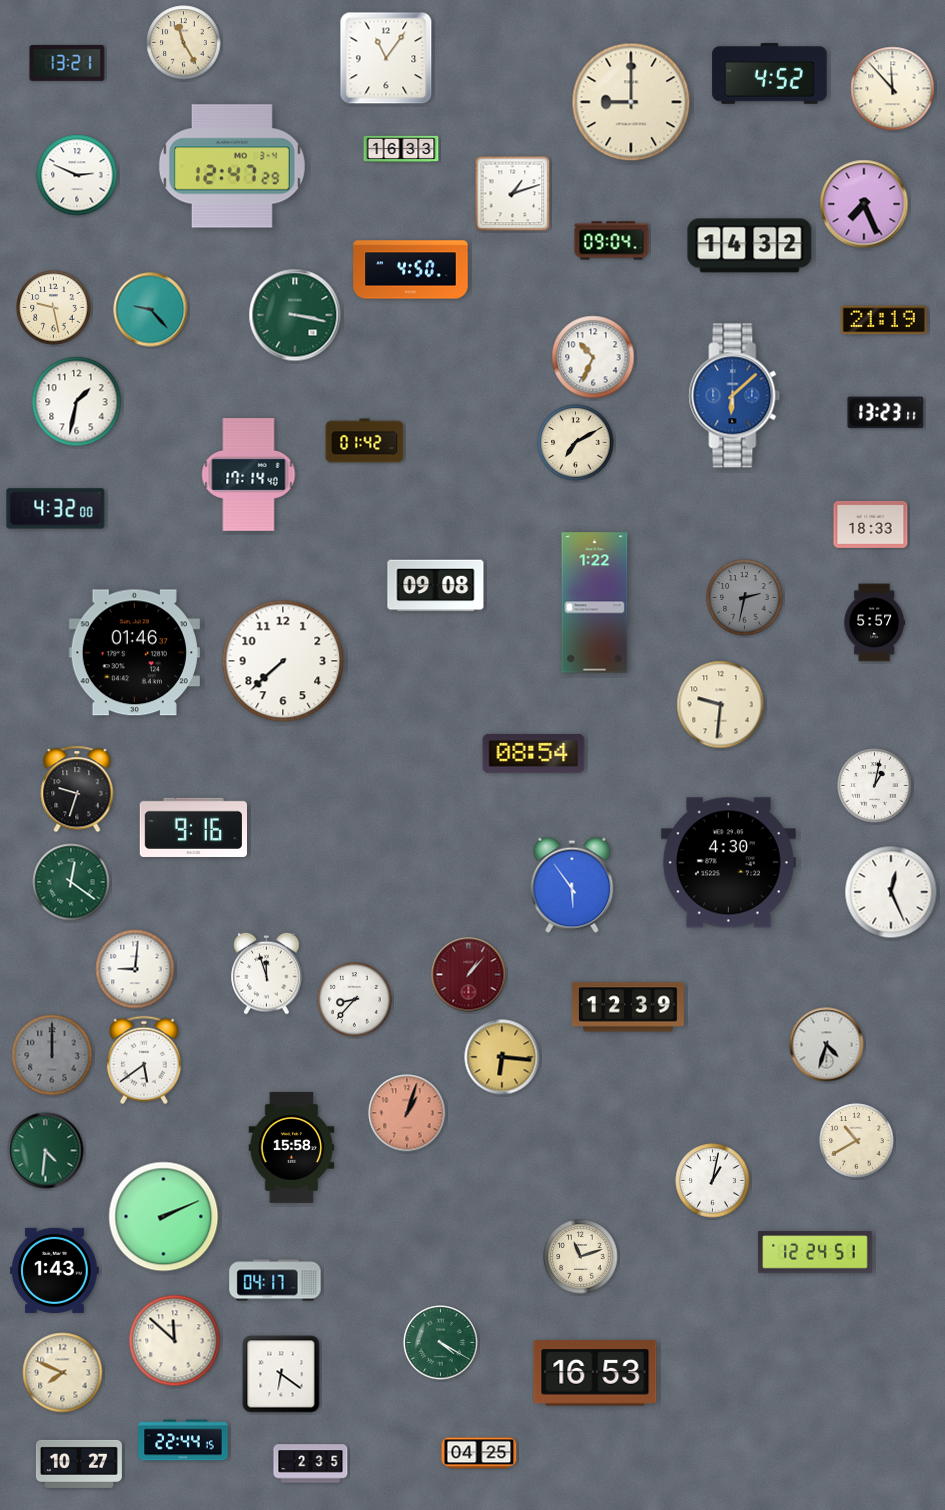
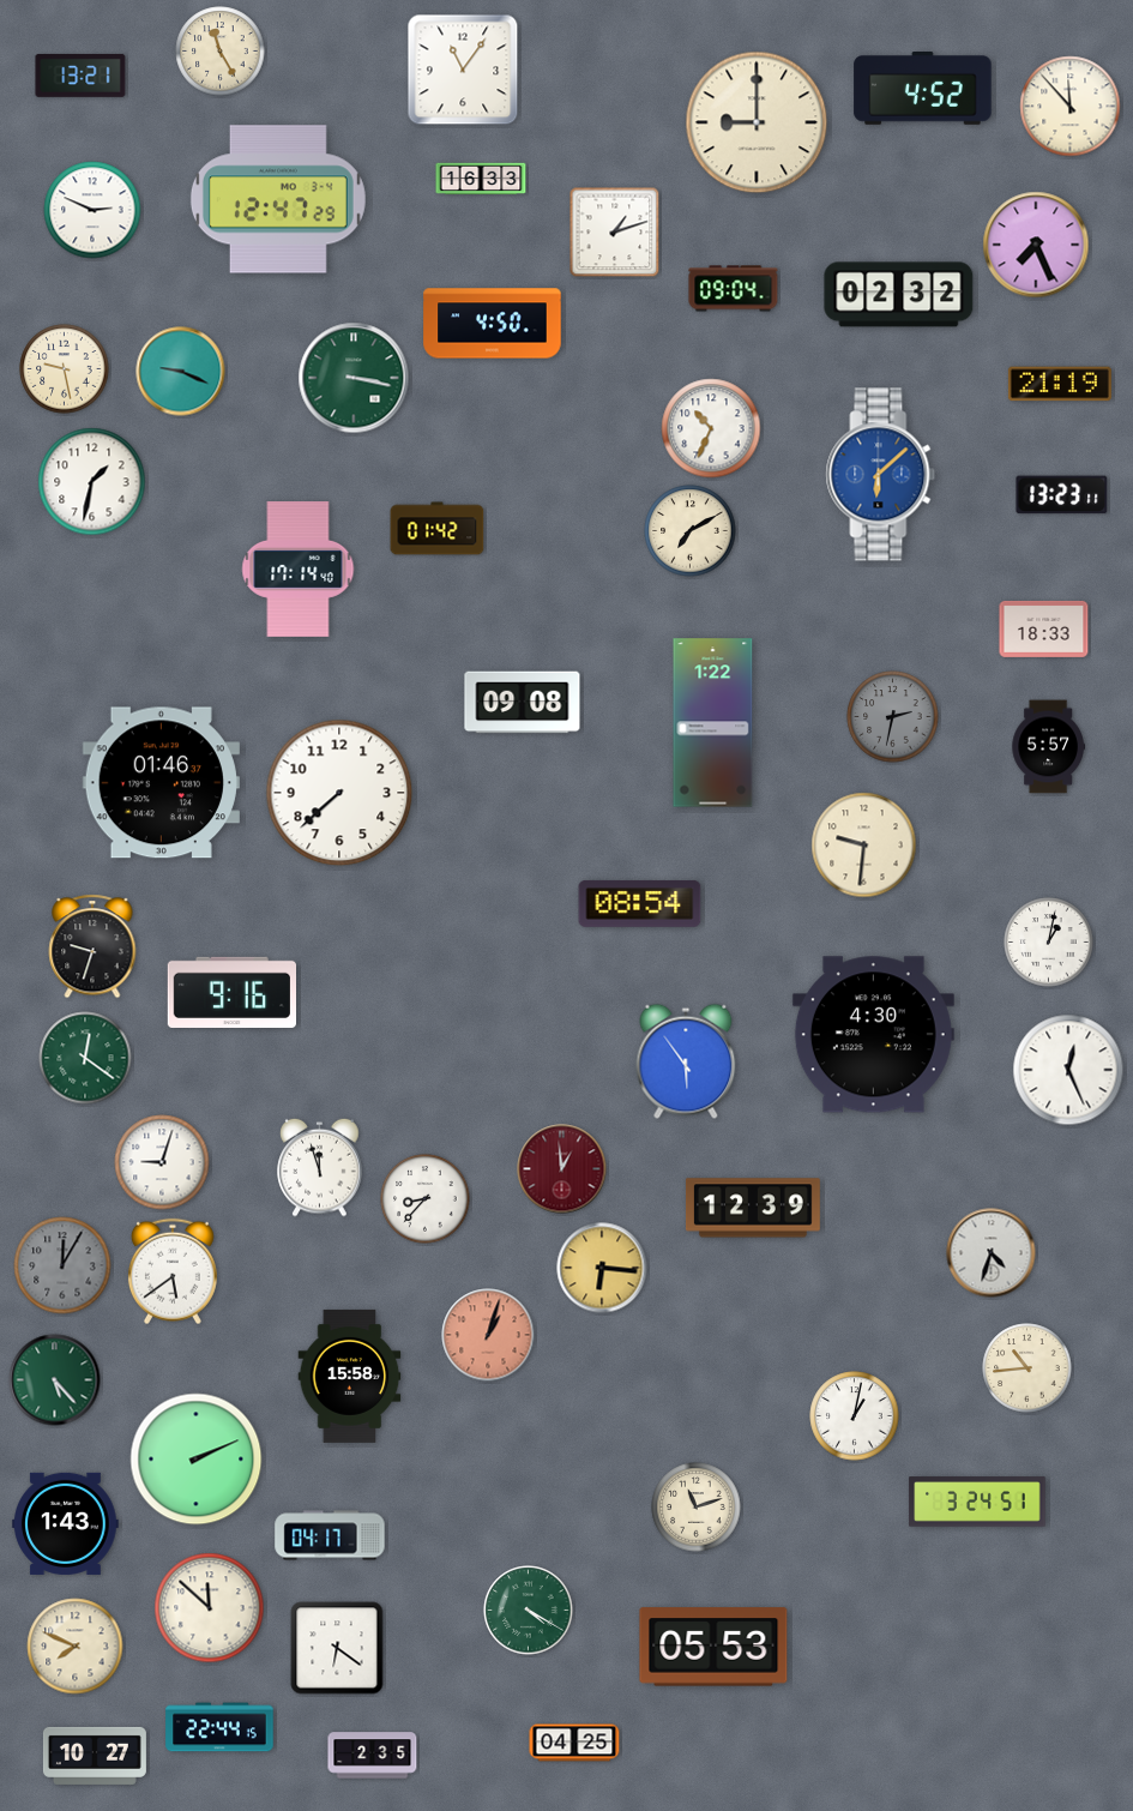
clock at (750, 246): 14:32 -> 02:32
clock at (151, 310): 9:23 -> 9:19
clock at (56, 509): 4:32 -> none
clock at (135, 969): 9:01 -> 9:03
clock at (469, 975): 1:07 -> 12:59
clock at (52, 1055): 12:00 -> 12:05
clock at (857, 1141): 10:40 -> 10:44
clock at (46, 1151): 4:31 -> 5:23
clock at (815, 1252): 12:24 -> 3:24
clock at (595, 1373): 16:53 -> 05:53
